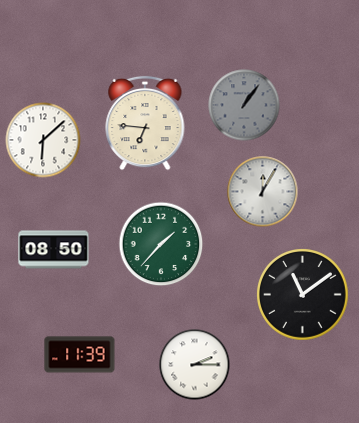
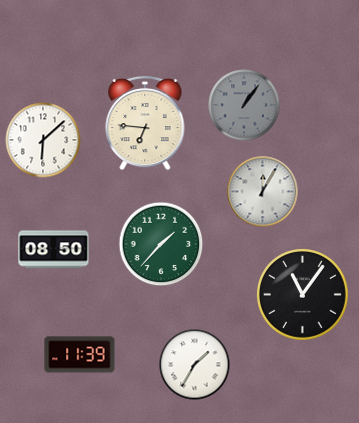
clock at (303, 295): 11:09 -> 11:06
clock at (195, 365): 2:15 -> 1:35
